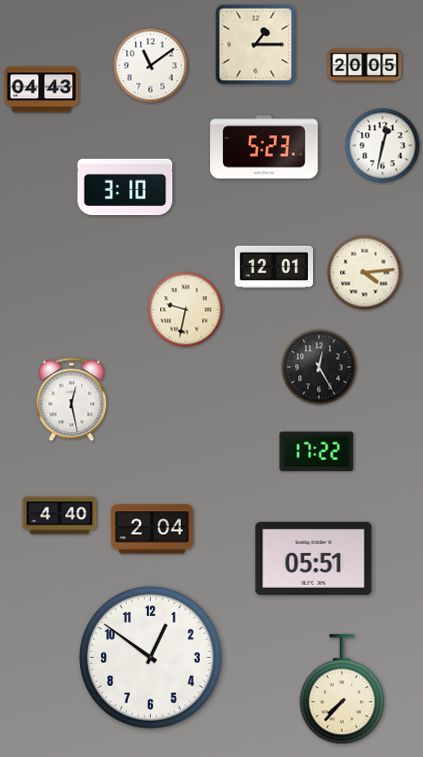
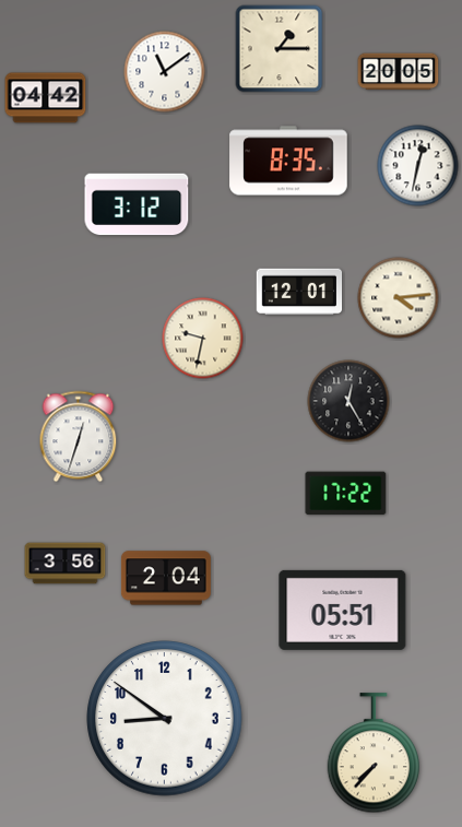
clock at (42, 90): 04:43 -> 04:42
clock at (383, 146) position: (383, 146) -> (418, 166)
clock at (264, 147): 5:23 -> 8:35
clock at (125, 187): 3:10 -> 3:12
clock at (72, 400): 12:28 -> 12:33
clock at (60, 516): 4:40 -> 3:56
clock at (151, 658): 12:51 -> 8:51
